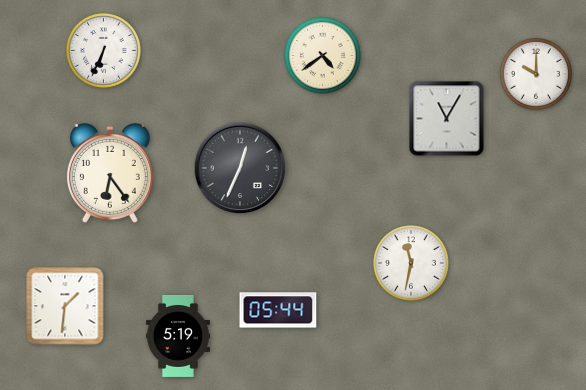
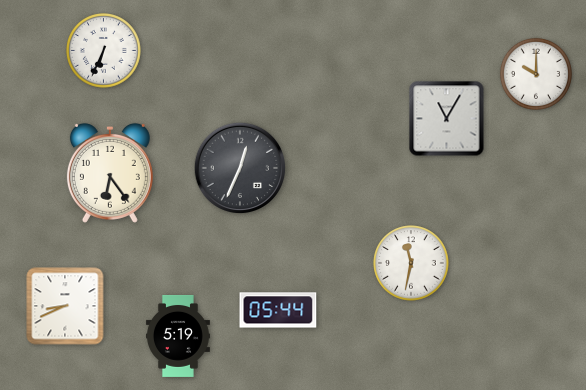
clock at (323, 56): 4:39 -> none
clock at (65, 306): 1:31 -> 8:41
